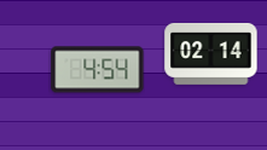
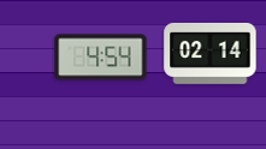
clock at (98, 70) position: (98, 70) -> (101, 58)
